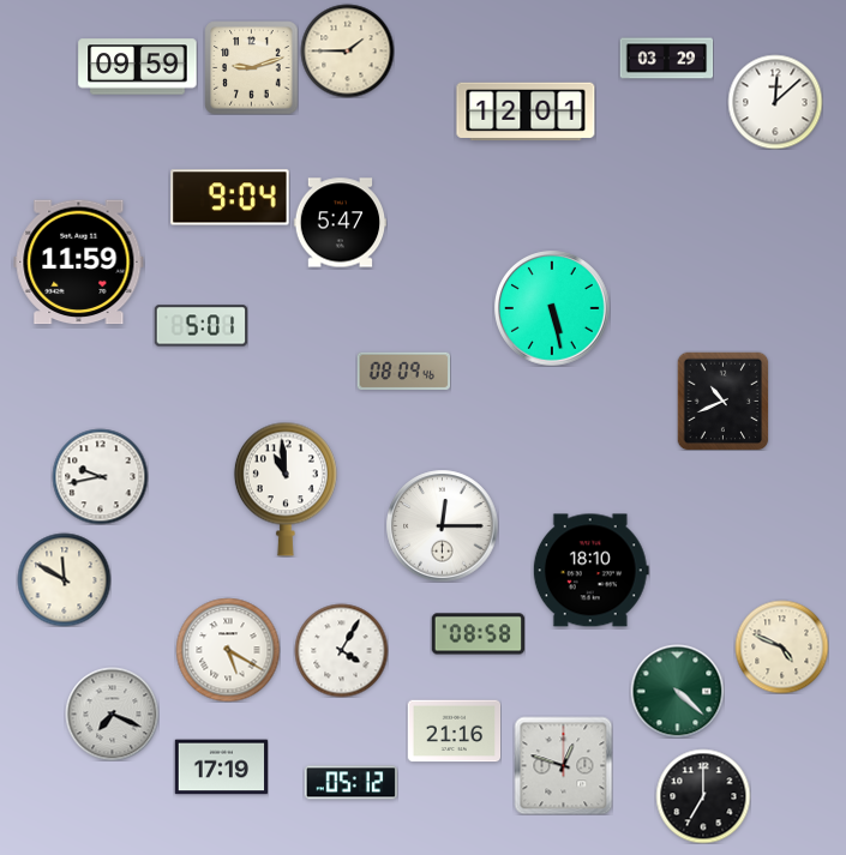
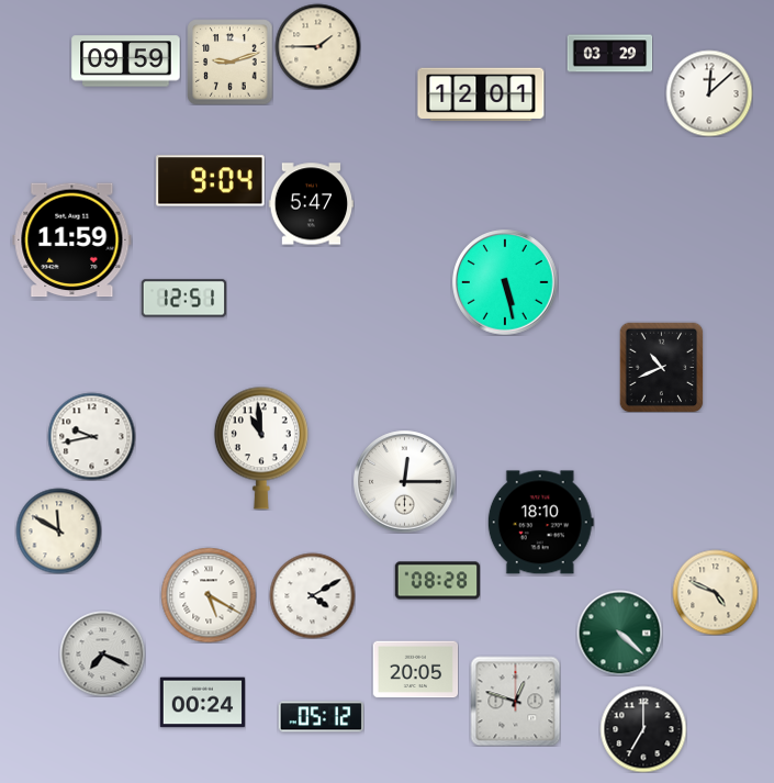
clock at (526, 112) position: (526, 112) -> (481, 94)
clock at (200, 326): 5:01 -> 12:51
clock at (403, 372): 08:09 -> none
clock at (478, 634): 08:58 -> 08:28
clock at (341, 650): 4:05 -> 4:10
clock at (454, 731): 21:16 -> 20:05
clock at (221, 767): 17:19 -> 00:24
